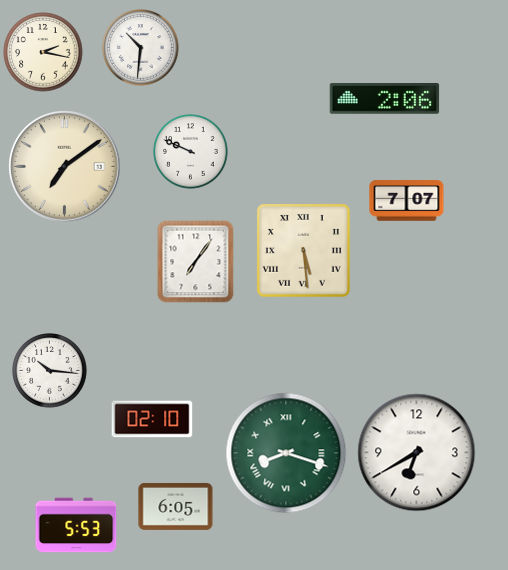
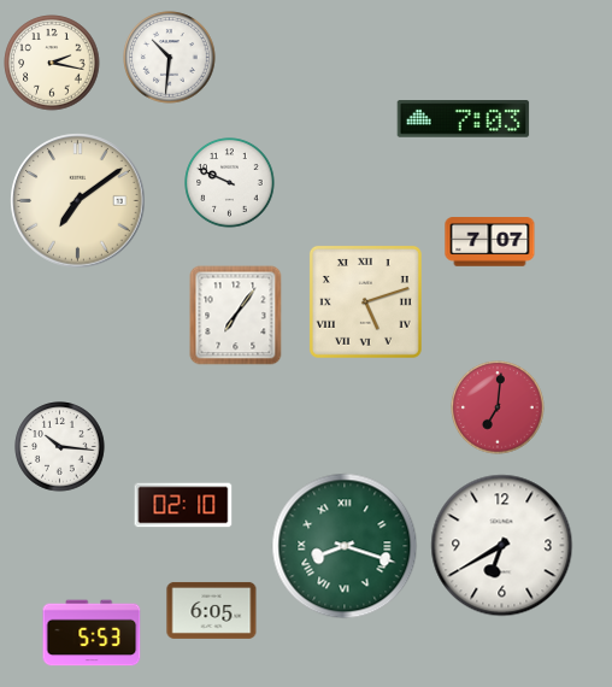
clock at (385, 99): 2:06 -> 7:03
clock at (303, 250): 5:29 -> 5:12
clock at (498, 407): none -> 7:01
